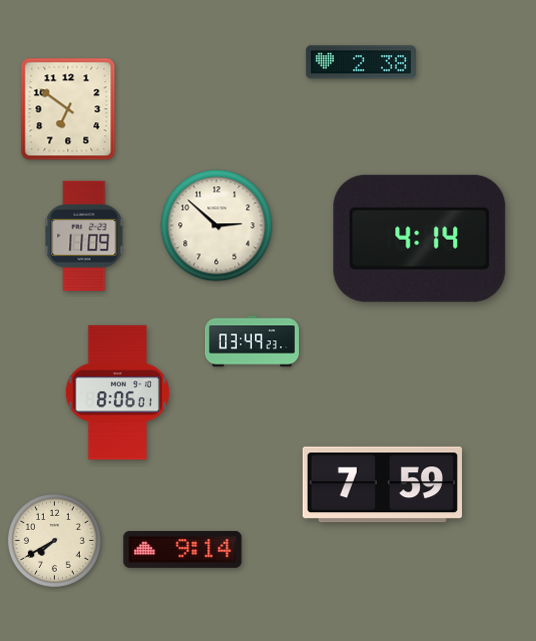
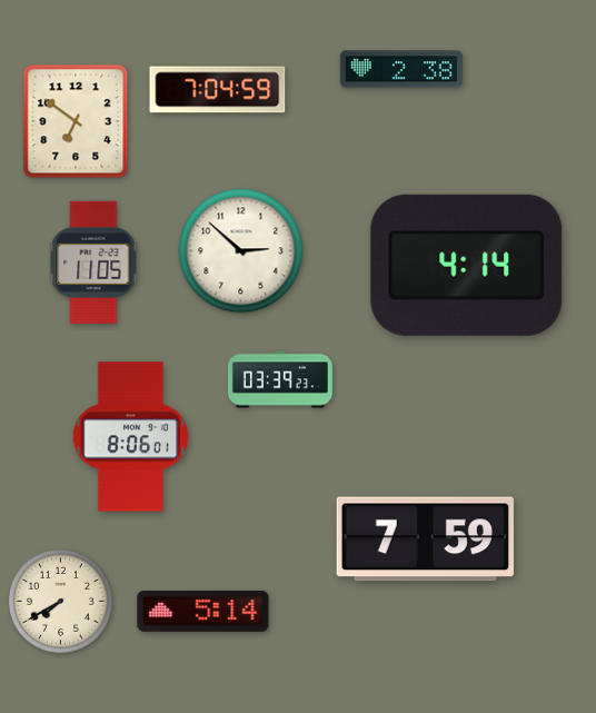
clock at (218, 90): none -> 7:04
clock at (84, 236): 11:09 -> 11:05
clock at (252, 341): 03:49 -> 03:39
clock at (183, 549): 9:14 -> 5:14
